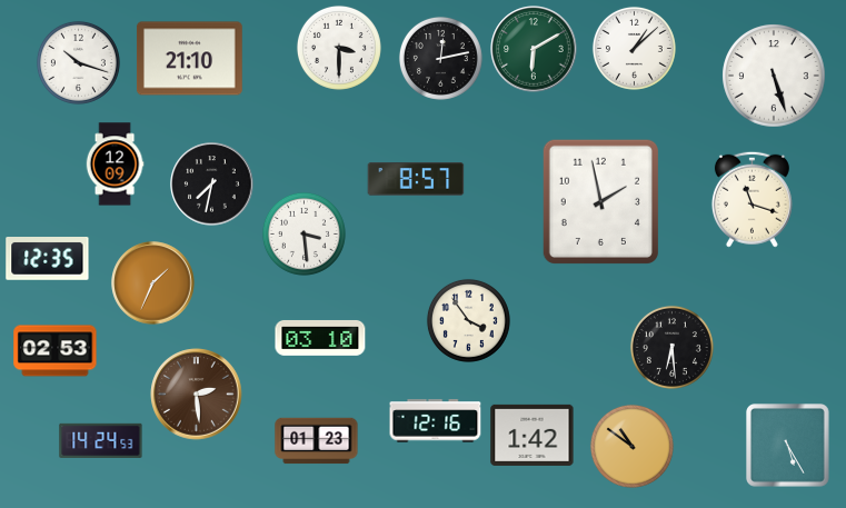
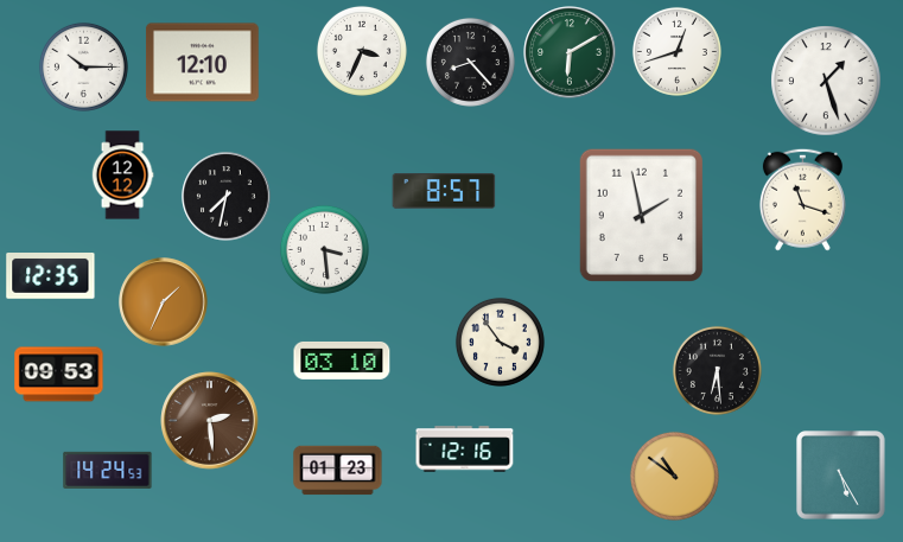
clock at (339, 48): 3:30 -> 3:34
clock at (634, 48): 1:08 -> 12:42
clock at (440, 58): 12:13 -> 8:23
clock at (190, 59): 21:10 -> 12:10
clock at (78, 62): 10:18 -> 10:15
clock at (774, 76): 5:27 -> 1:27
clock at (115, 165): 12:09 -> 12:12
clock at (752, 199) position: (752, 199) -> (802, 199)
clock at (56, 351): 02:53 -> 09:53
clock at (533, 435): 1:42 -> none
